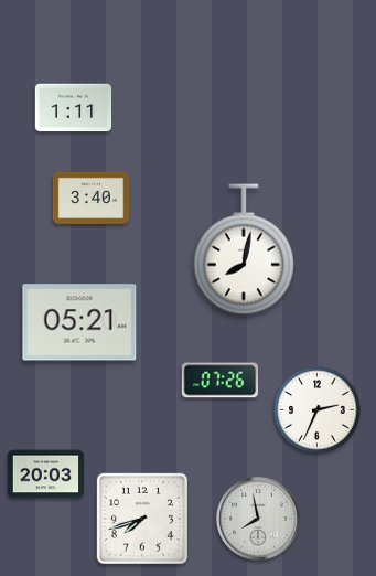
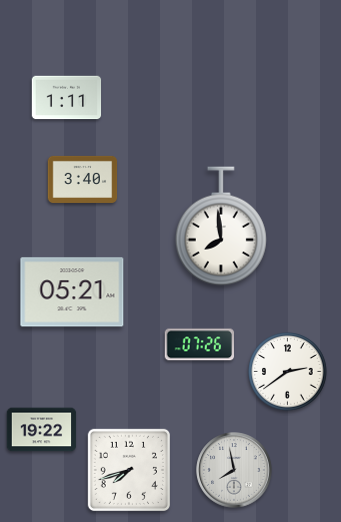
clock at (244, 249): 8:02 -> 7:59
clock at (318, 410): 2:34 -> 2:39
clock at (46, 474): 20:03 -> 19:22
